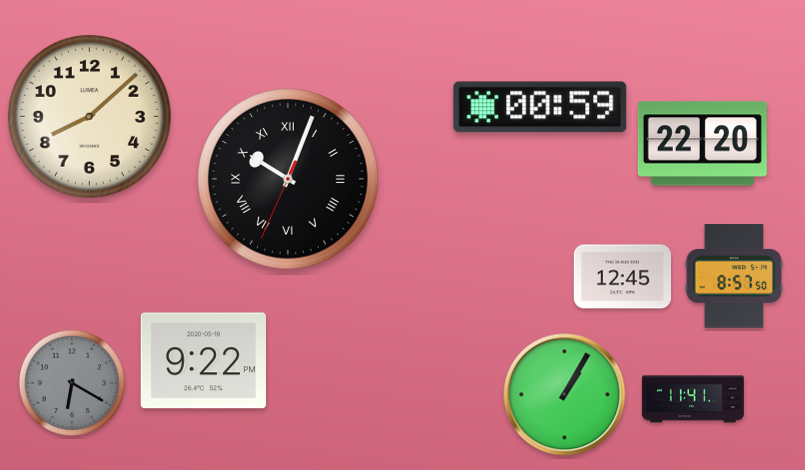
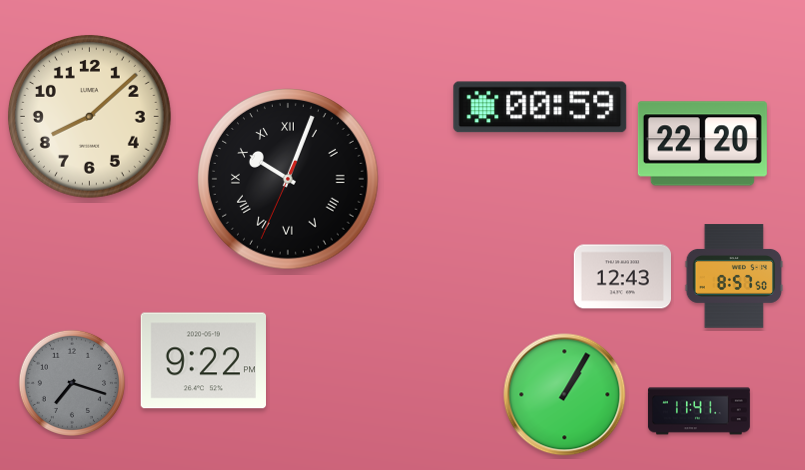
clock at (622, 277): 12:45 -> 12:43
clock at (72, 383): 6:20 -> 7:18
clock at (693, 399) position: (693, 399) -> (699, 411)
